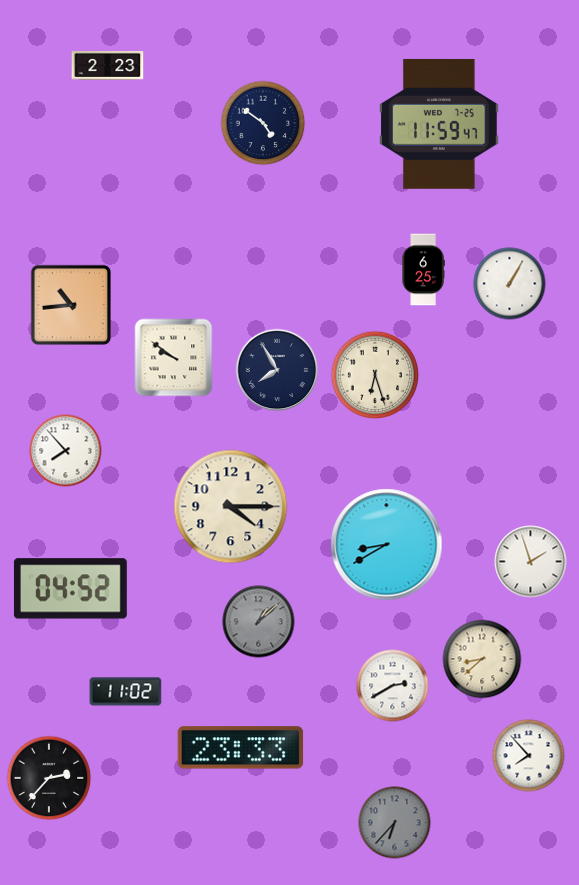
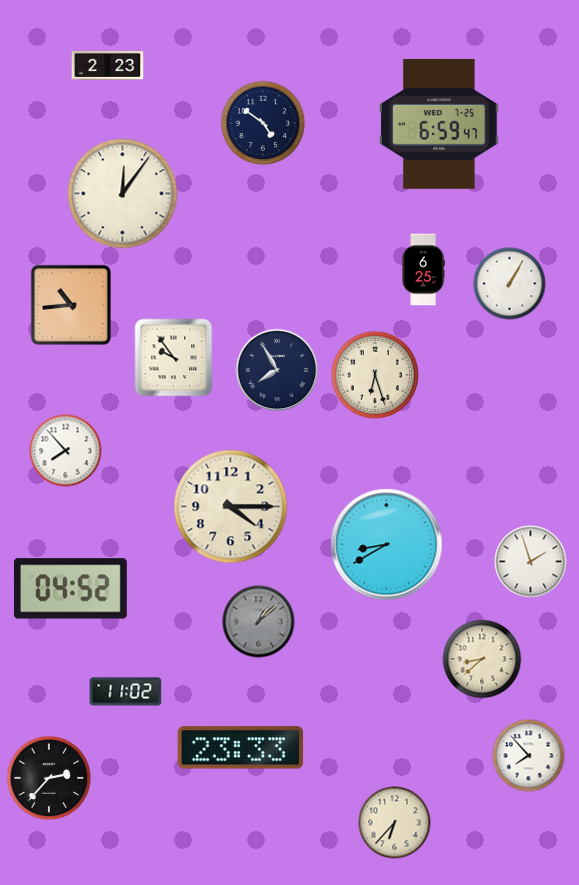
clock at (439, 124): 11:59 -> 6:59
clock at (123, 194): none -> 12:06
clock at (174, 358): 9:51 -> 9:54
clock at (393, 686): 2:40 -> none
clock at (395, 823) dial: grey -> cream
